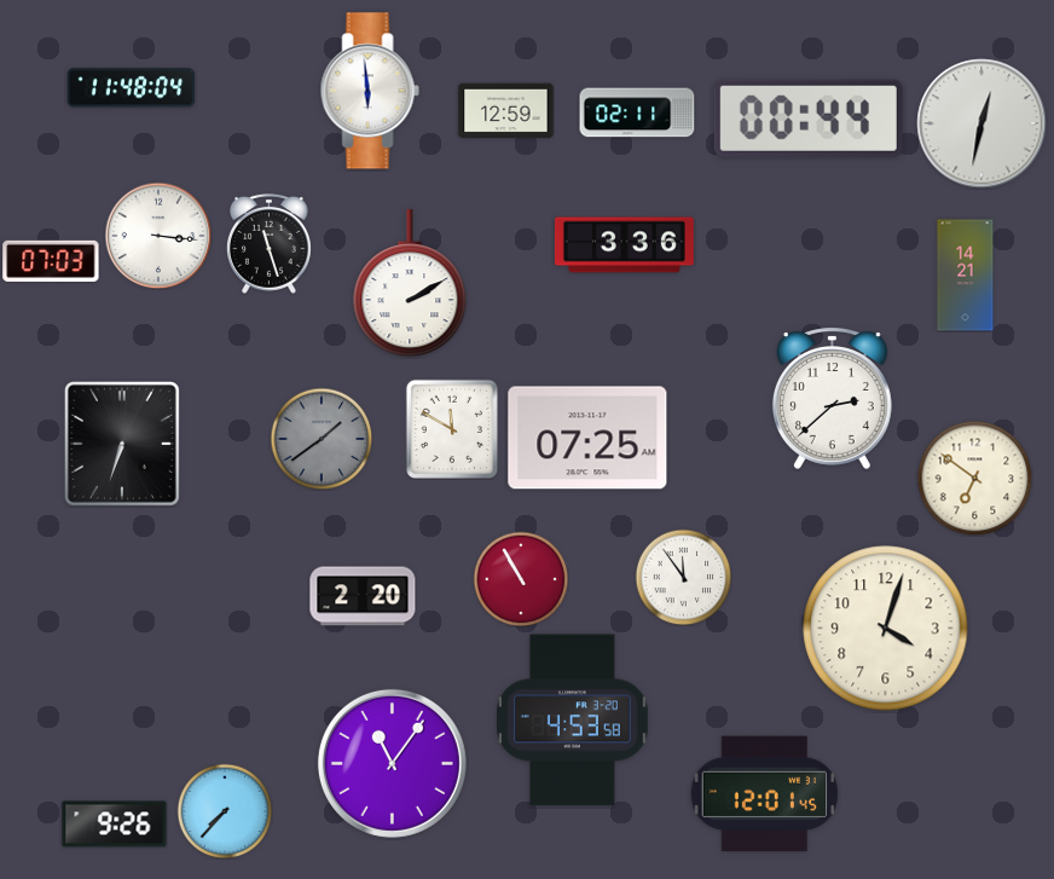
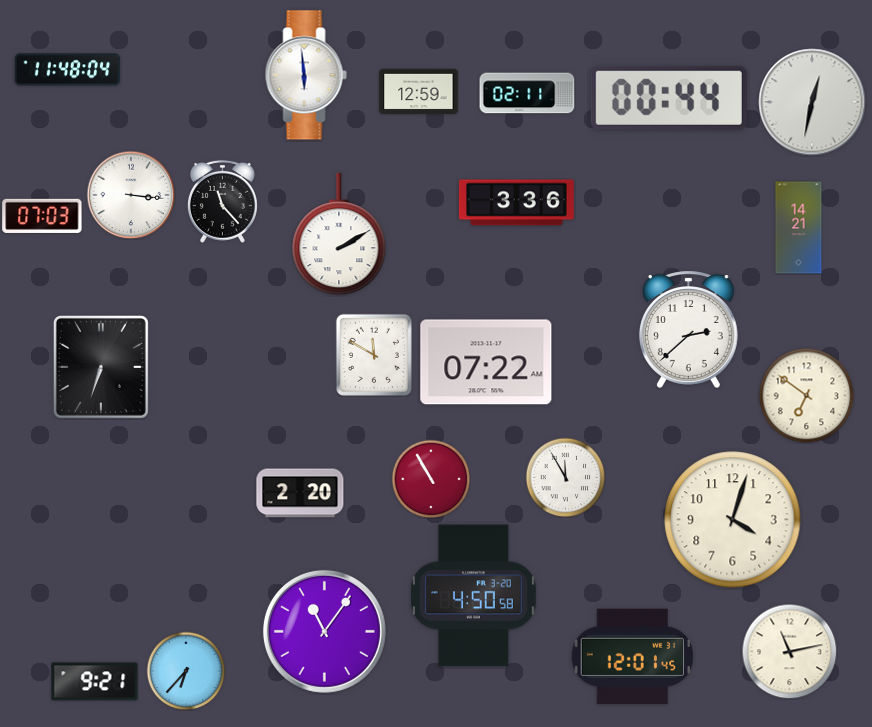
clock at (132, 88) position: (132, 88) -> (68, 70)
clock at (268, 243): 11:27 -> 11:23
clock at (587, 438): 07:25 -> 07:22
clock at (322, 439): 1:39 -> none
clock at (683, 577): 11:54 -> 11:55
clock at (573, 721): 4:53 -> 4:50
clock at (789, 651): none -> 11:13
clock at (225, 811): 7:37 -> 6:37
clock at (115, 825): 9:26 -> 9:21
